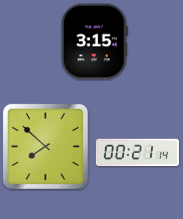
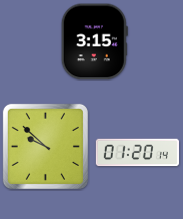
clock at (45, 146): 7:52 -> 9:52
clock at (137, 153): 00:21 -> 01:20
